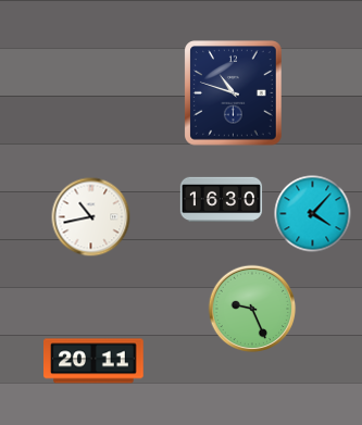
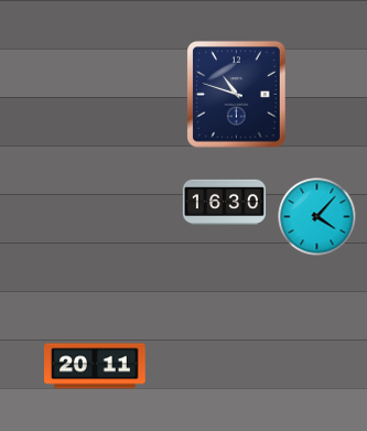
clock at (91, 217): 10:43 -> none
clock at (252, 309): 9:26 -> none
